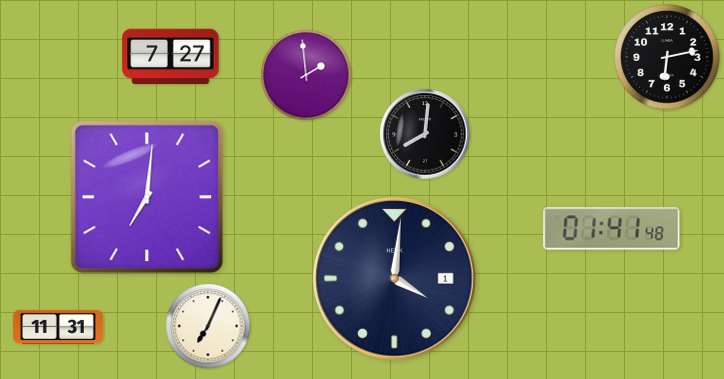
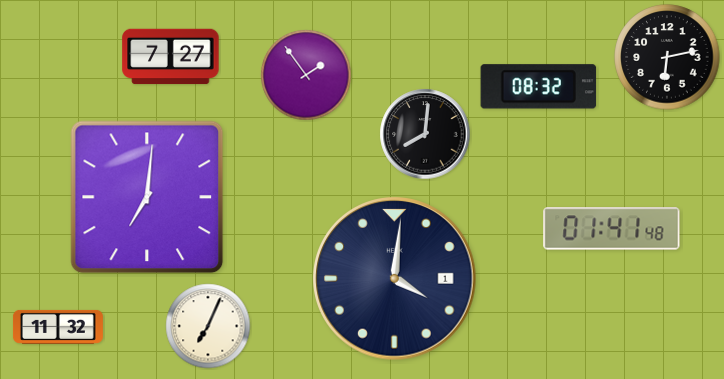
clock at (306, 75): 1:59 -> 1:54
clock at (539, 87): none -> 08:32
clock at (58, 327): 11:31 -> 11:32
